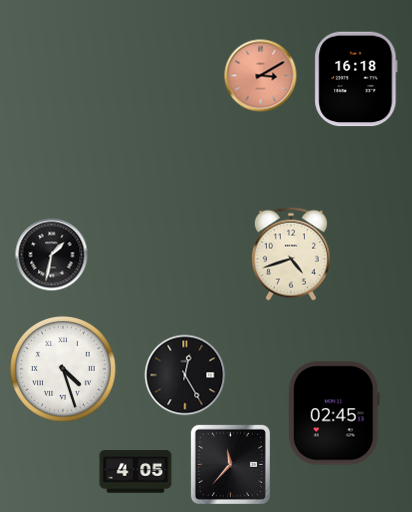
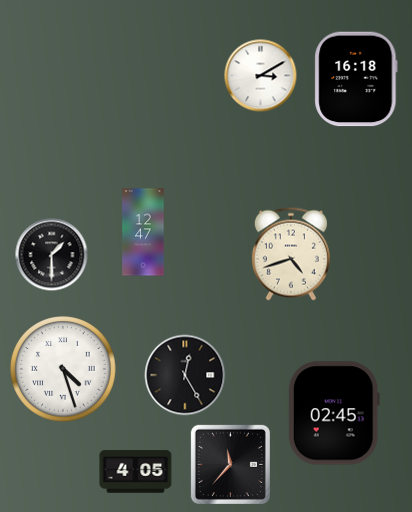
clock at (261, 76) dial: salmon -> white
clock at (143, 232): none -> 12:47
clock at (52, 255): 1:32 -> 1:30
